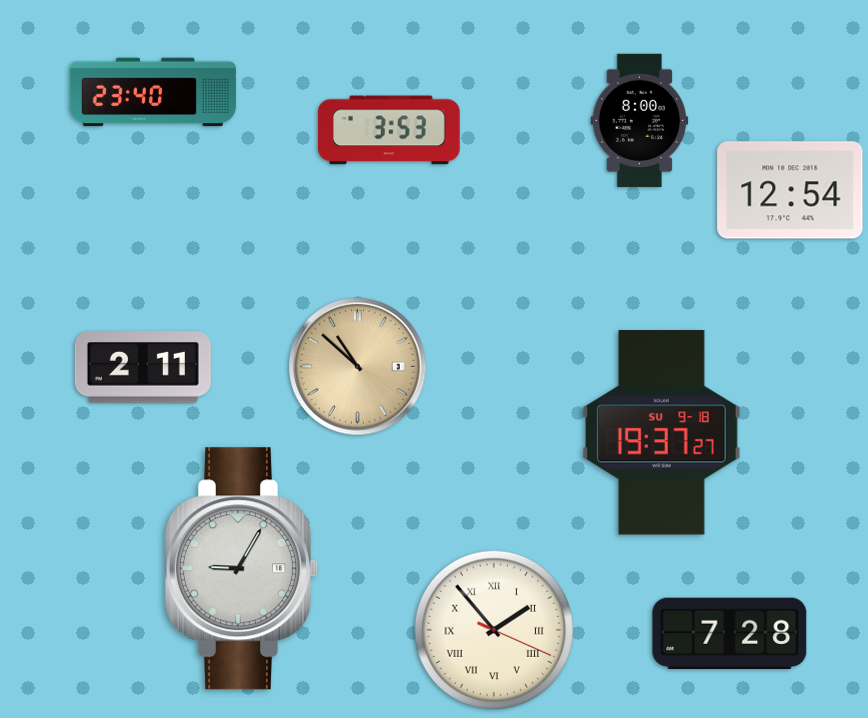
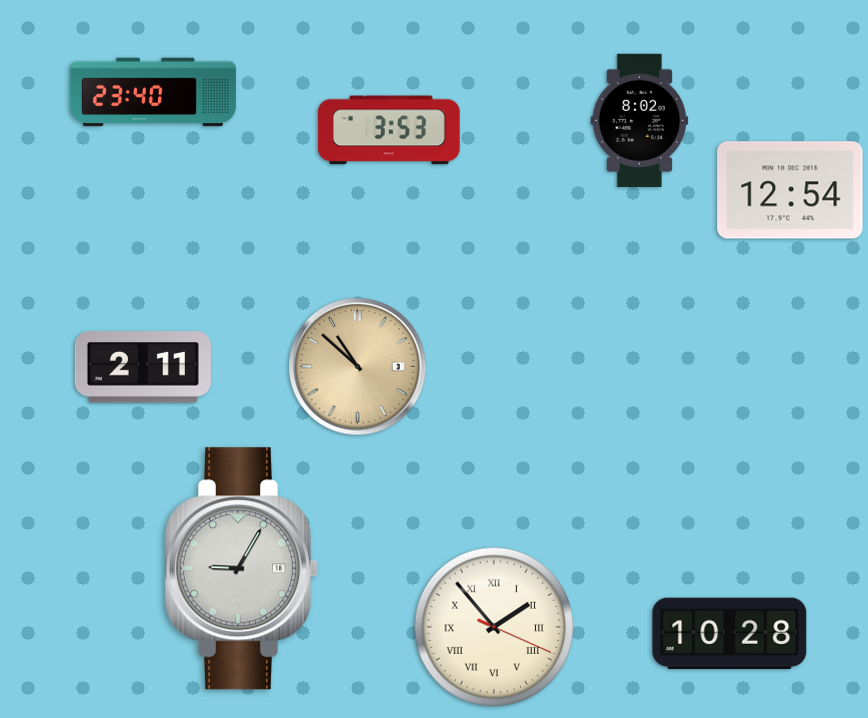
clock at (640, 120): 8:00 -> 8:02
clock at (661, 433): 19:37 -> none
clock at (494, 630) position: (494, 630) -> (494, 627)
clock at (730, 633): 7:28 -> 10:28
